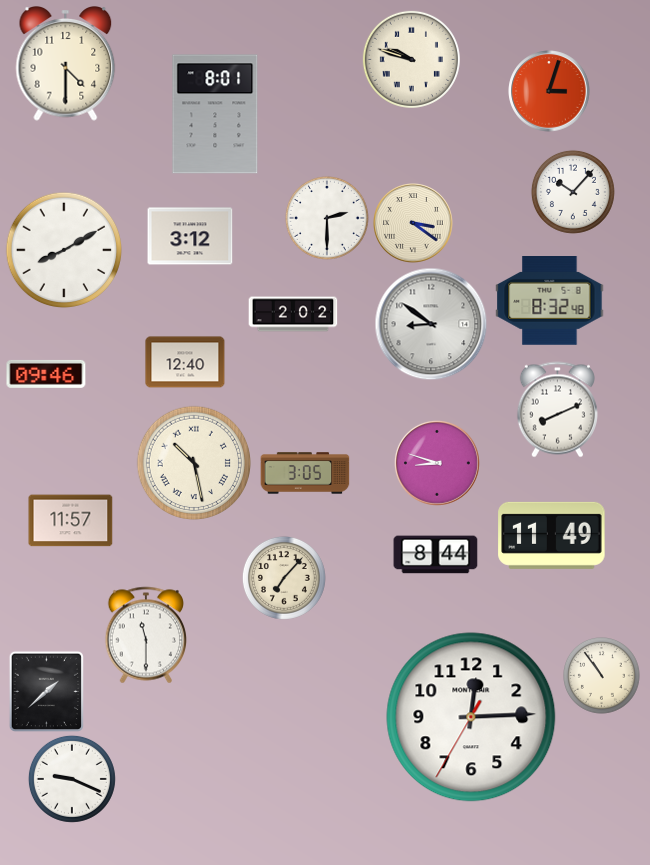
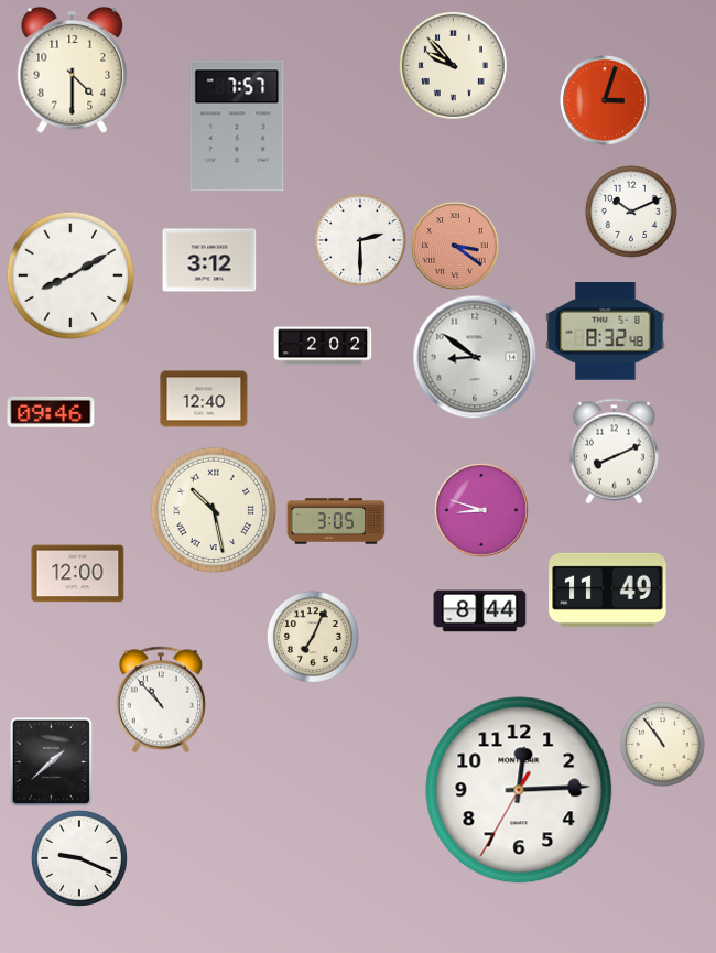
clock at (411, 59): 9:48 -> 9:53
clock at (215, 114): 8:01 -> 7:57
clock at (573, 192): 10:07 -> 10:11
clock at (413, 223) dial: cream -> salmon
clock at (71, 521): 11:57 -> 12:00
clock at (284, 578): 7:07 -> 7:04
clock at (146, 635): 11:30 -> 10:53
